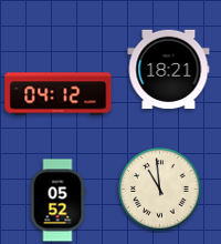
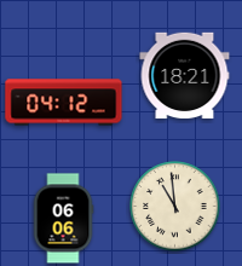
clock at (57, 201): 05:52 -> 06:06
